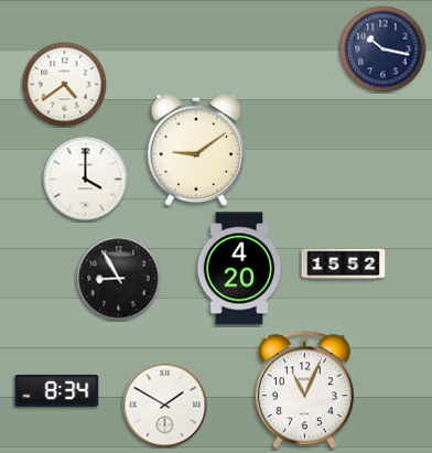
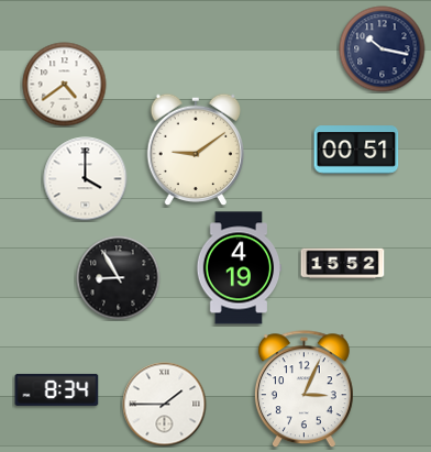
clock at (356, 150): none -> 00:51
clock at (239, 269): 4:20 -> 4:19
clock at (304, 390): 11:04 -> 3:04
clock at (165, 406): 1:50 -> 1:45
